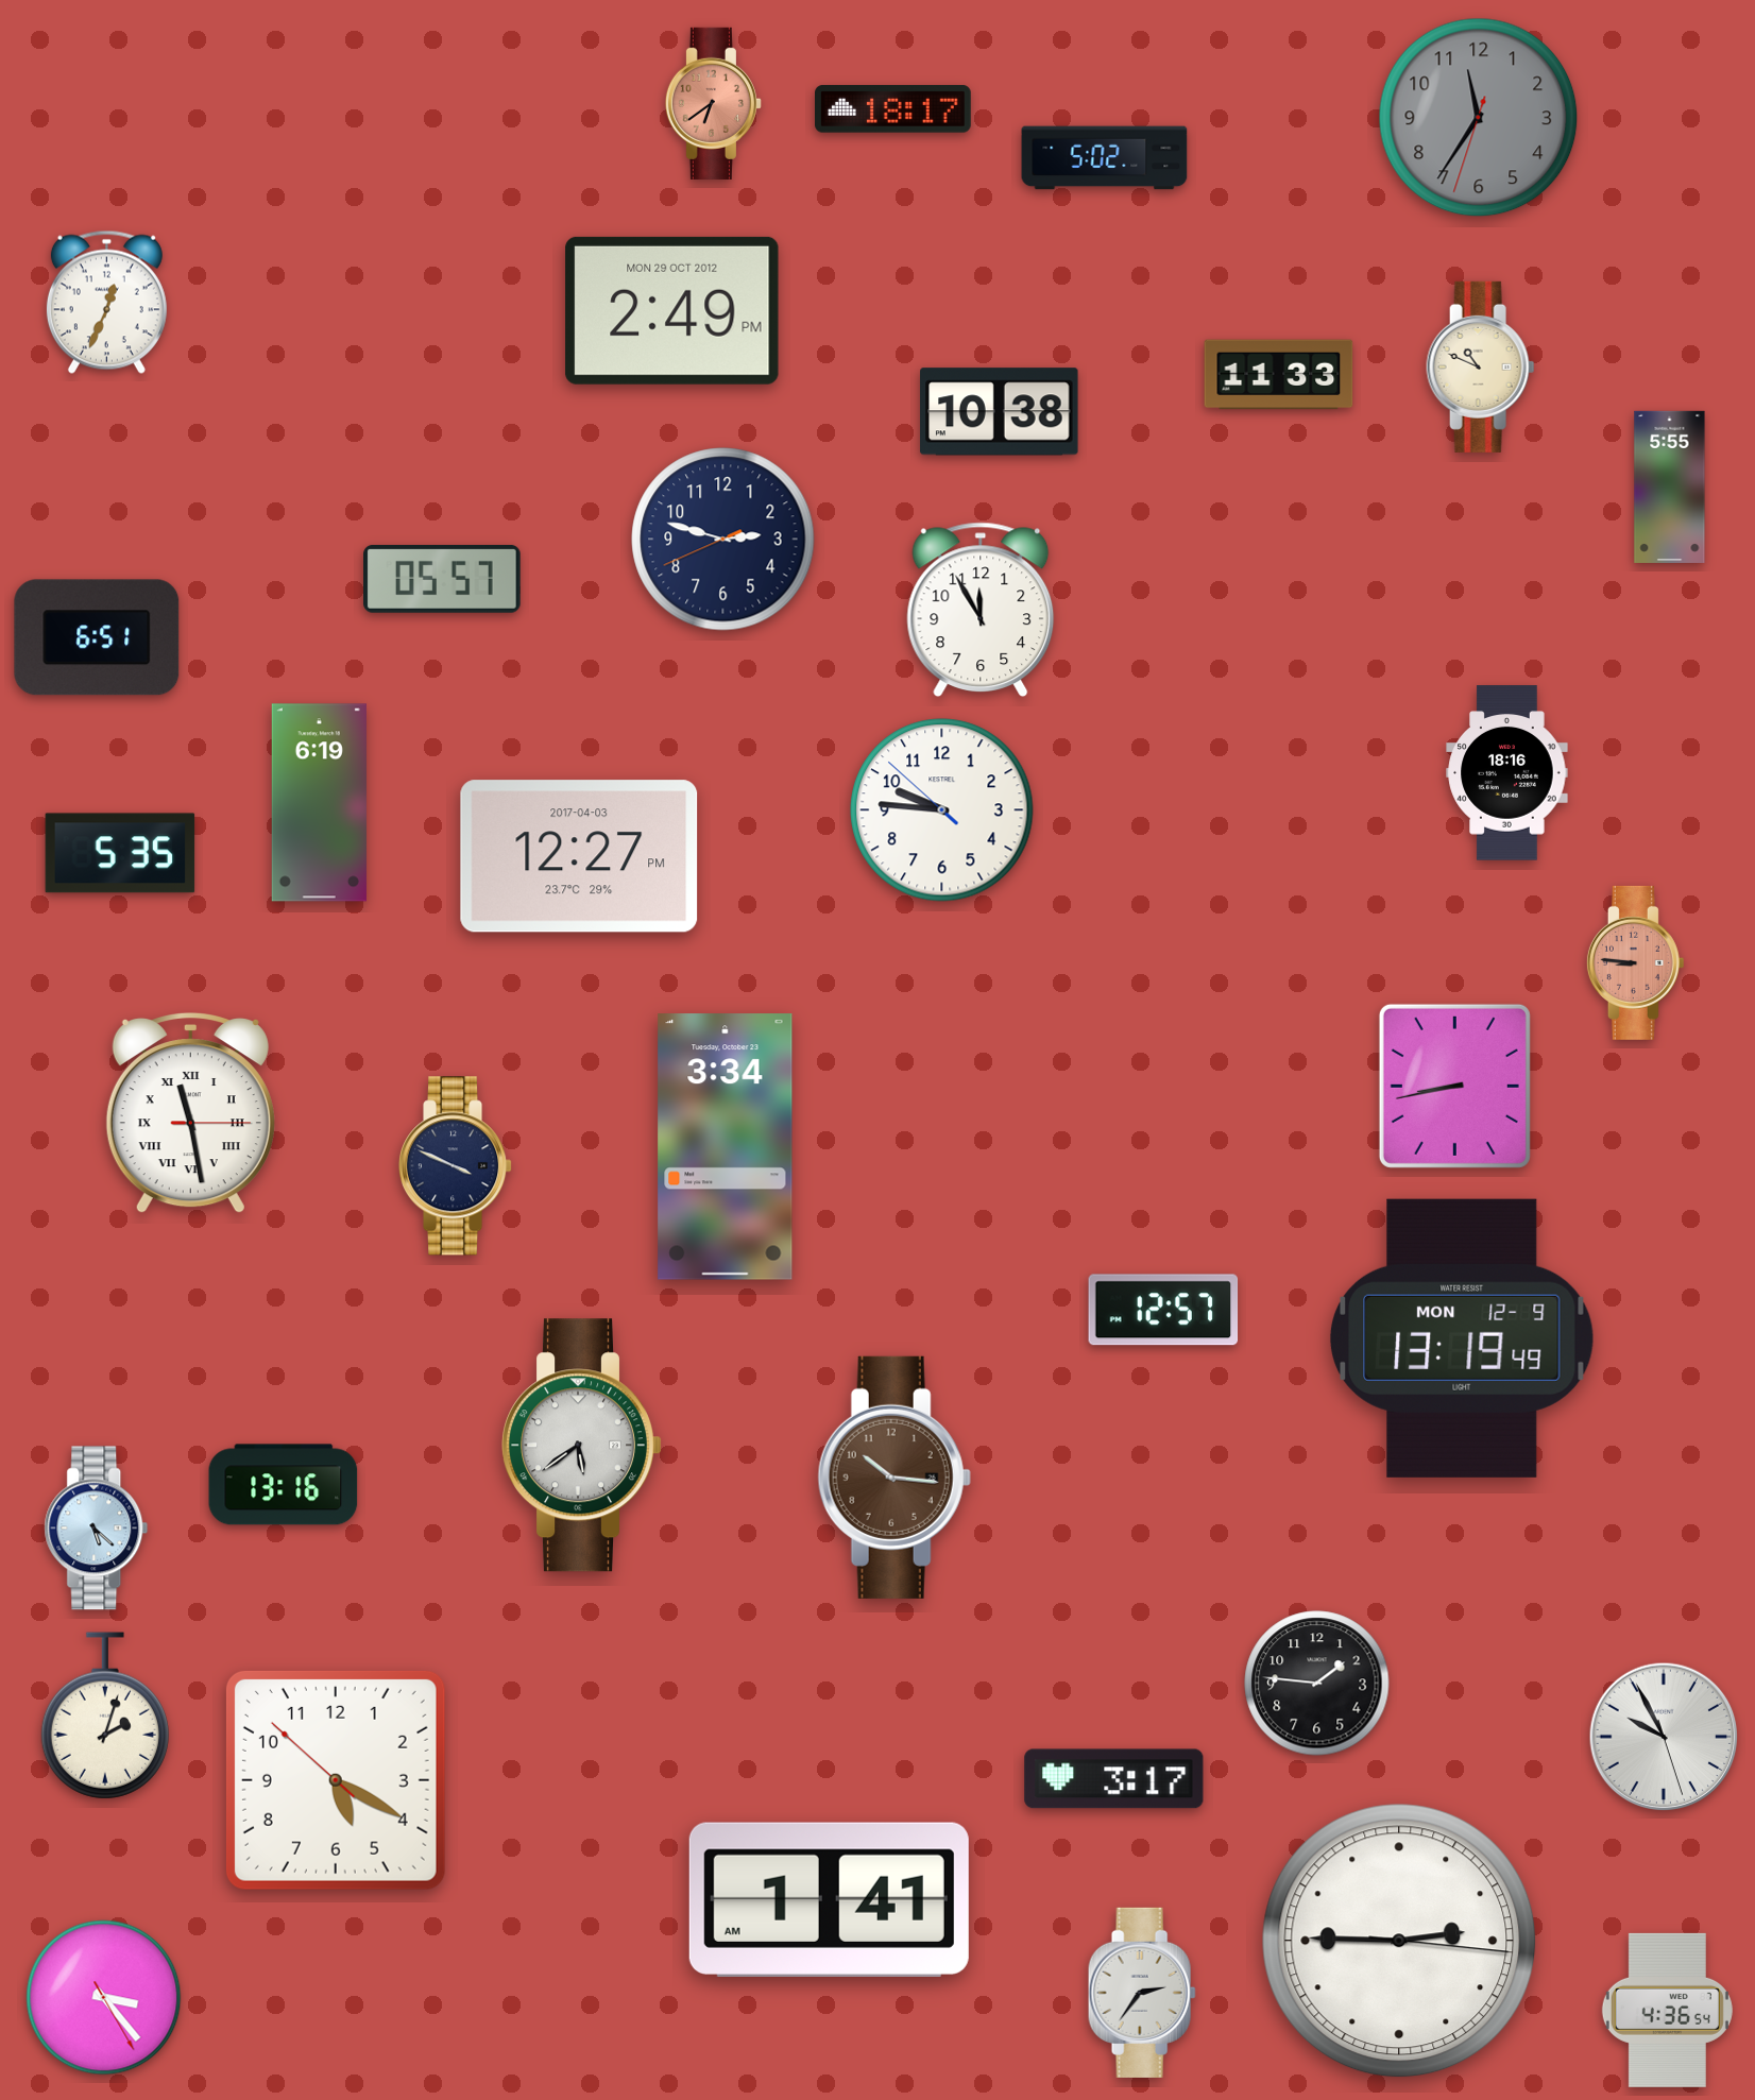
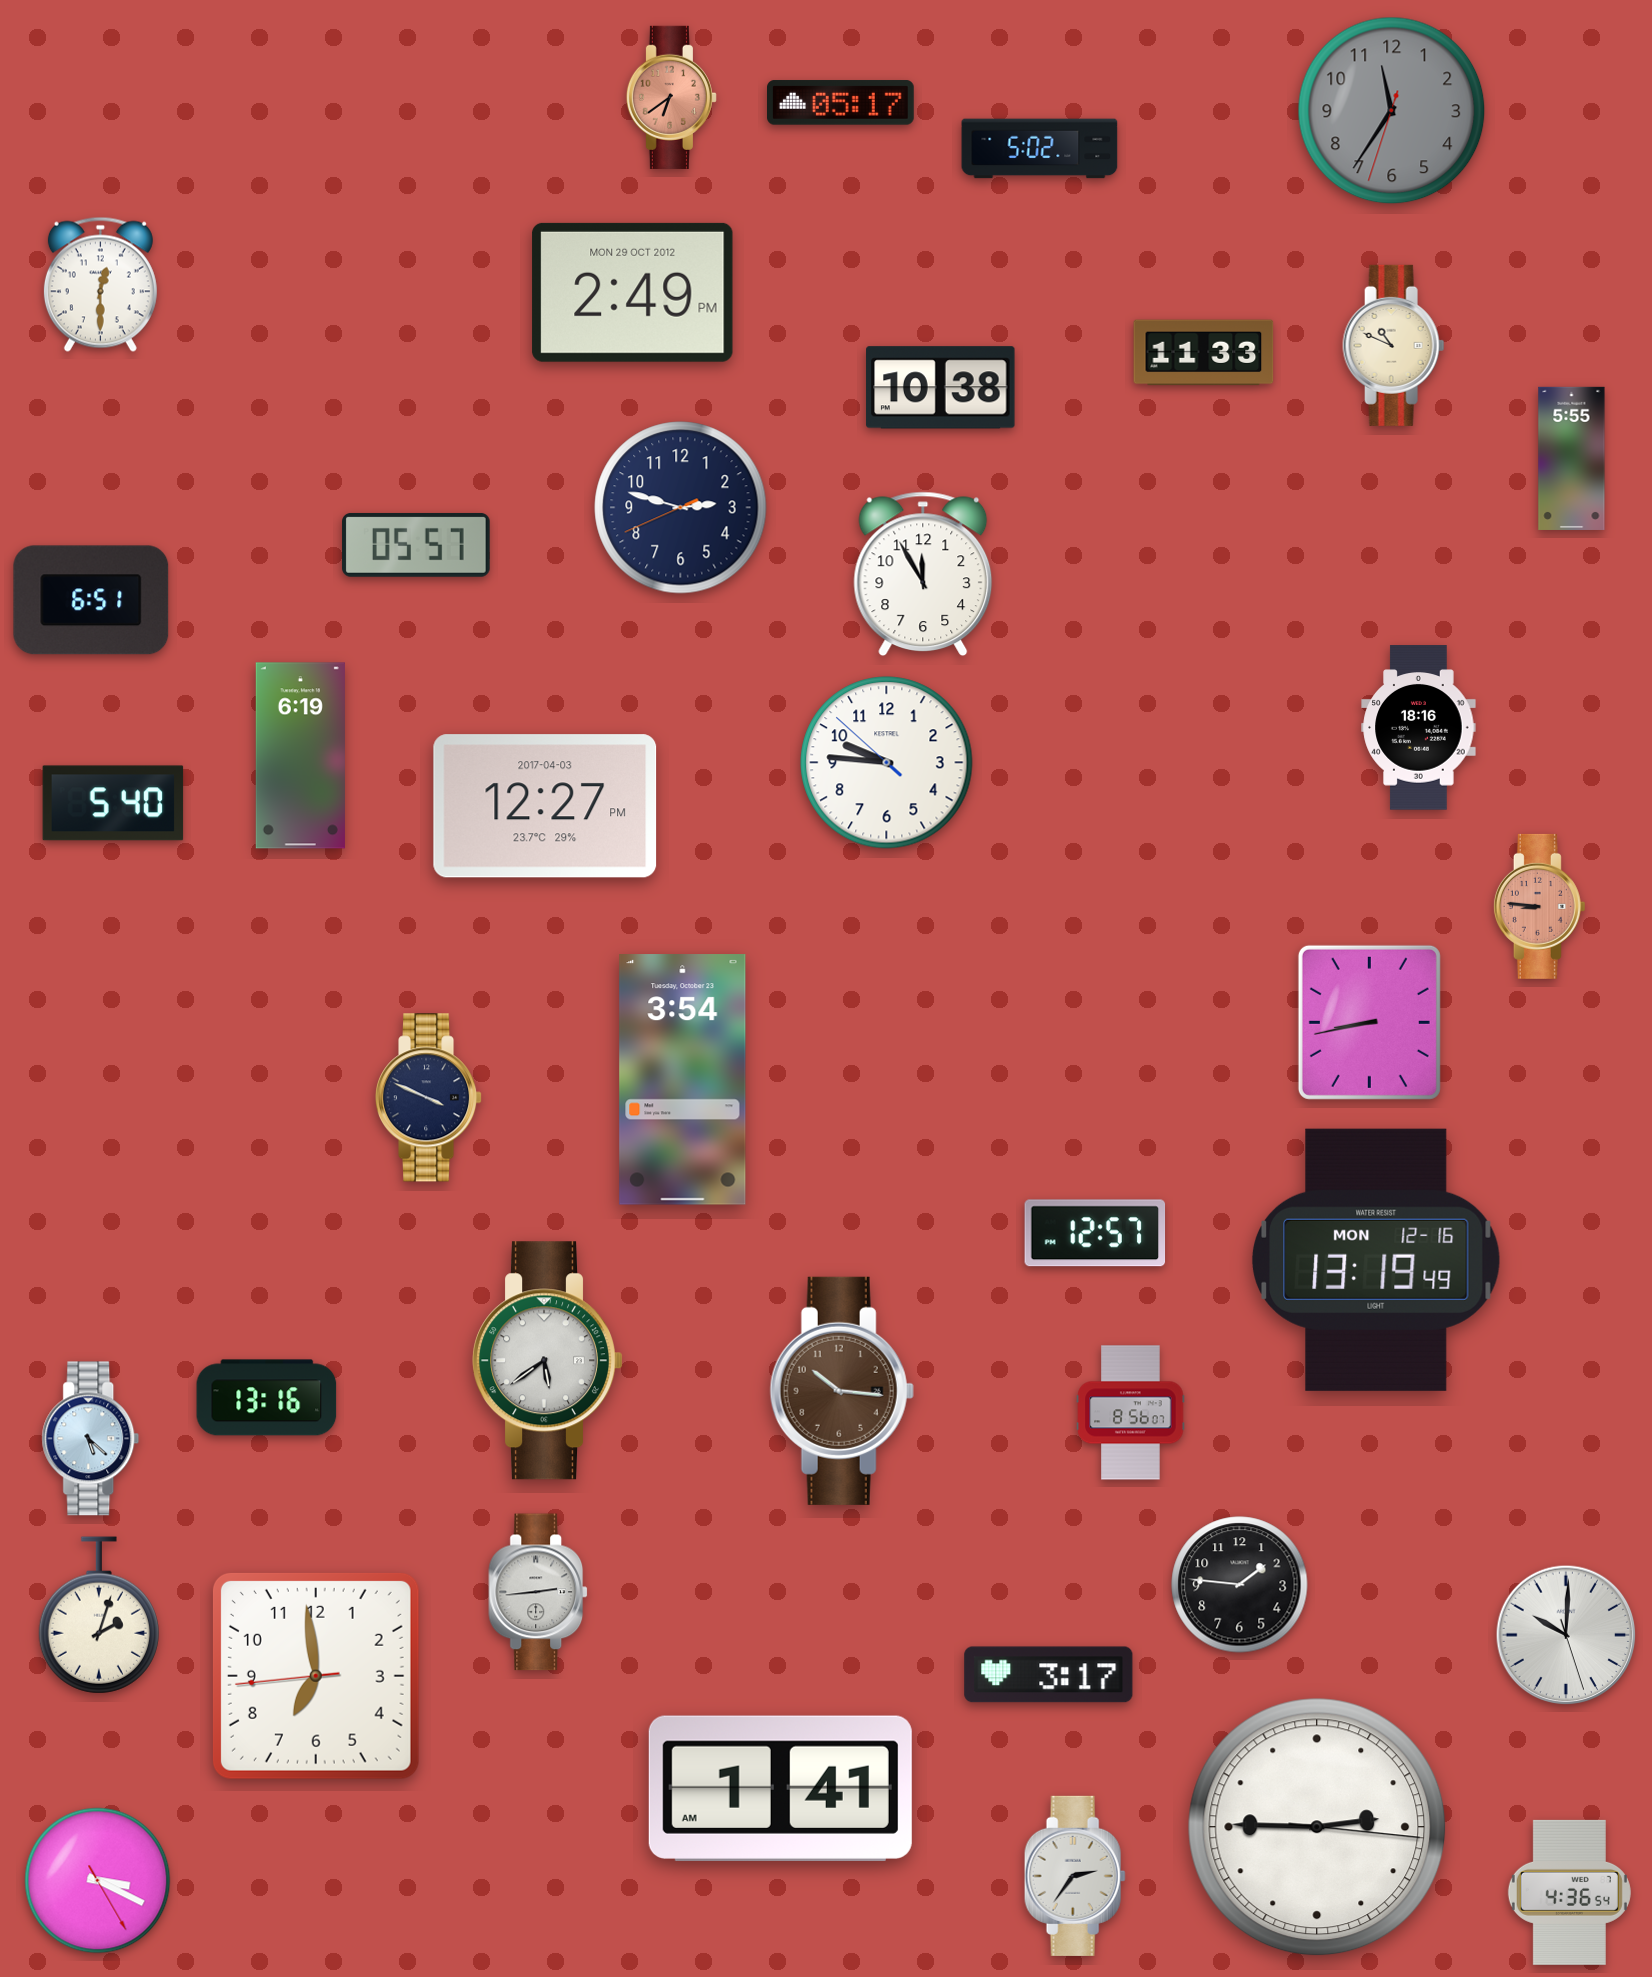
clock at (893, 109): 18:17 -> 05:17
clock at (106, 302): 12:34 -> 12:30
clock at (120, 853): 5:35 -> 5:40
clock at (190, 1113): 11:28 -> none
clock at (726, 1147): 3:34 -> 3:54
clock at (1462, 1338) date: MON 12-9 -> MON 12-16
clock at (1131, 1413): none -> 8:56
clock at (539, 1592): none -> 2:44
clock at (1664, 1737): 9:55 -> 10:00
clock at (336, 1780): 5:19 -> 6:58
clock at (104, 1998): 3:23 -> 3:19
